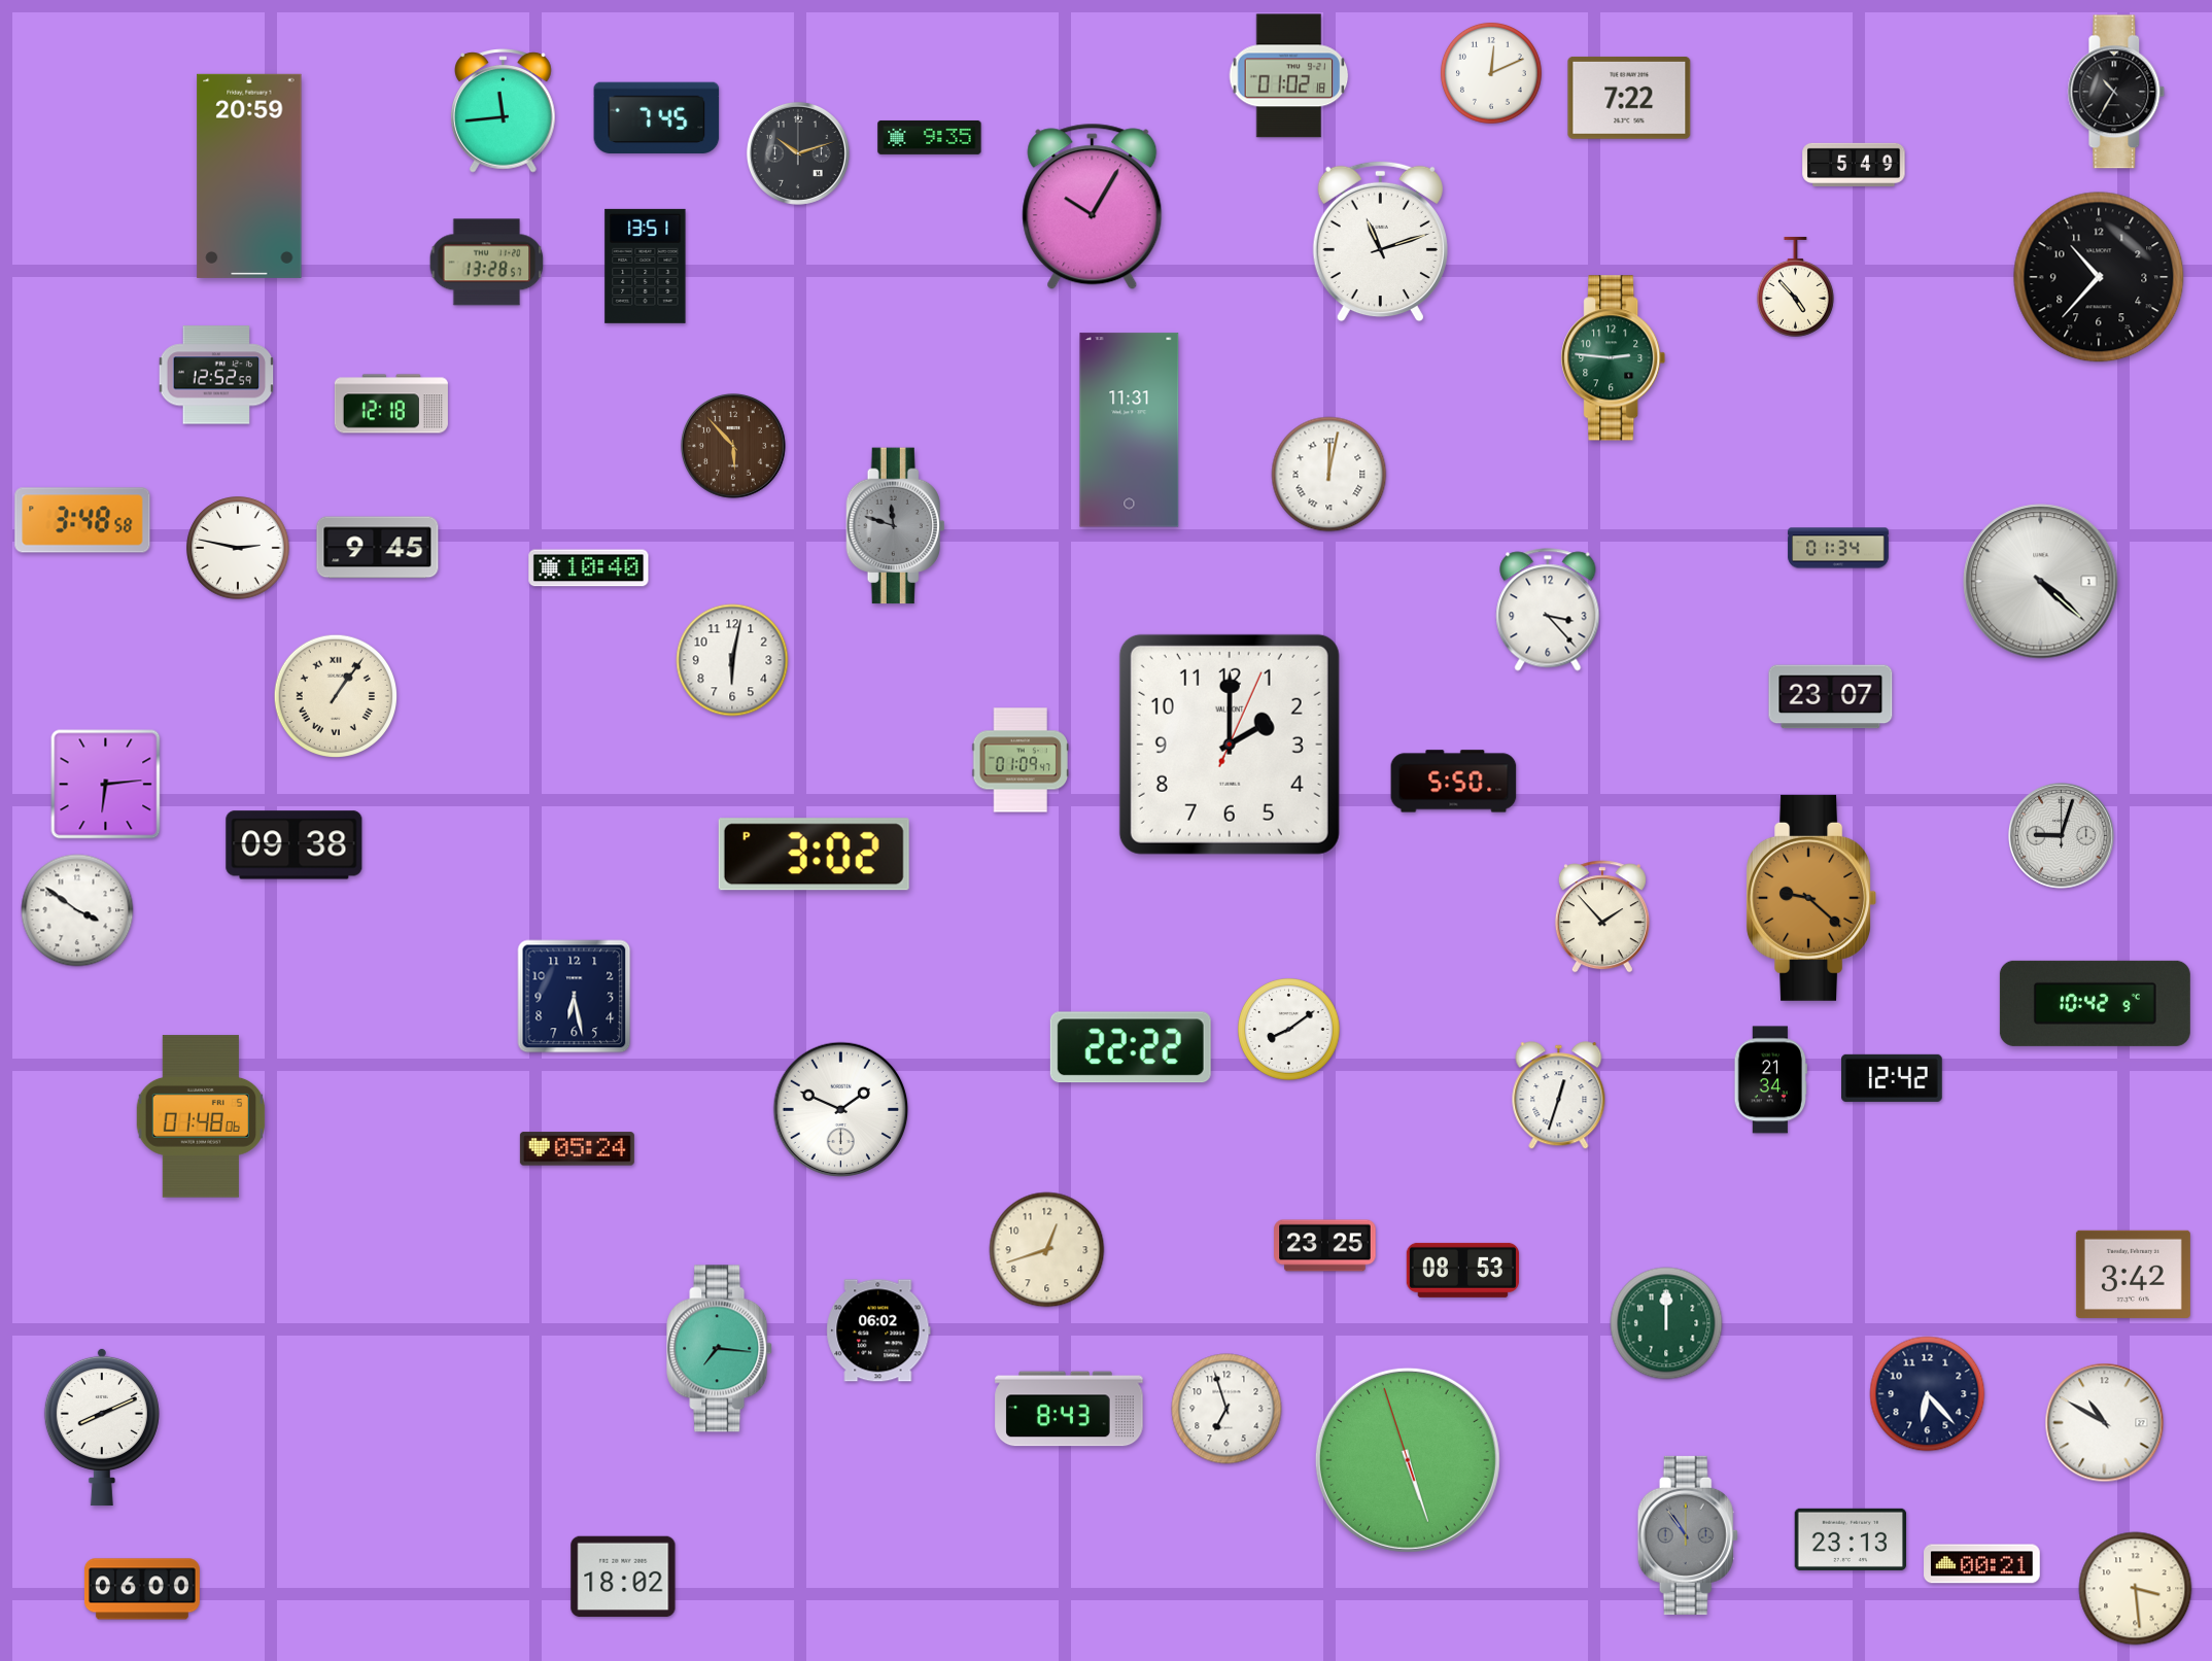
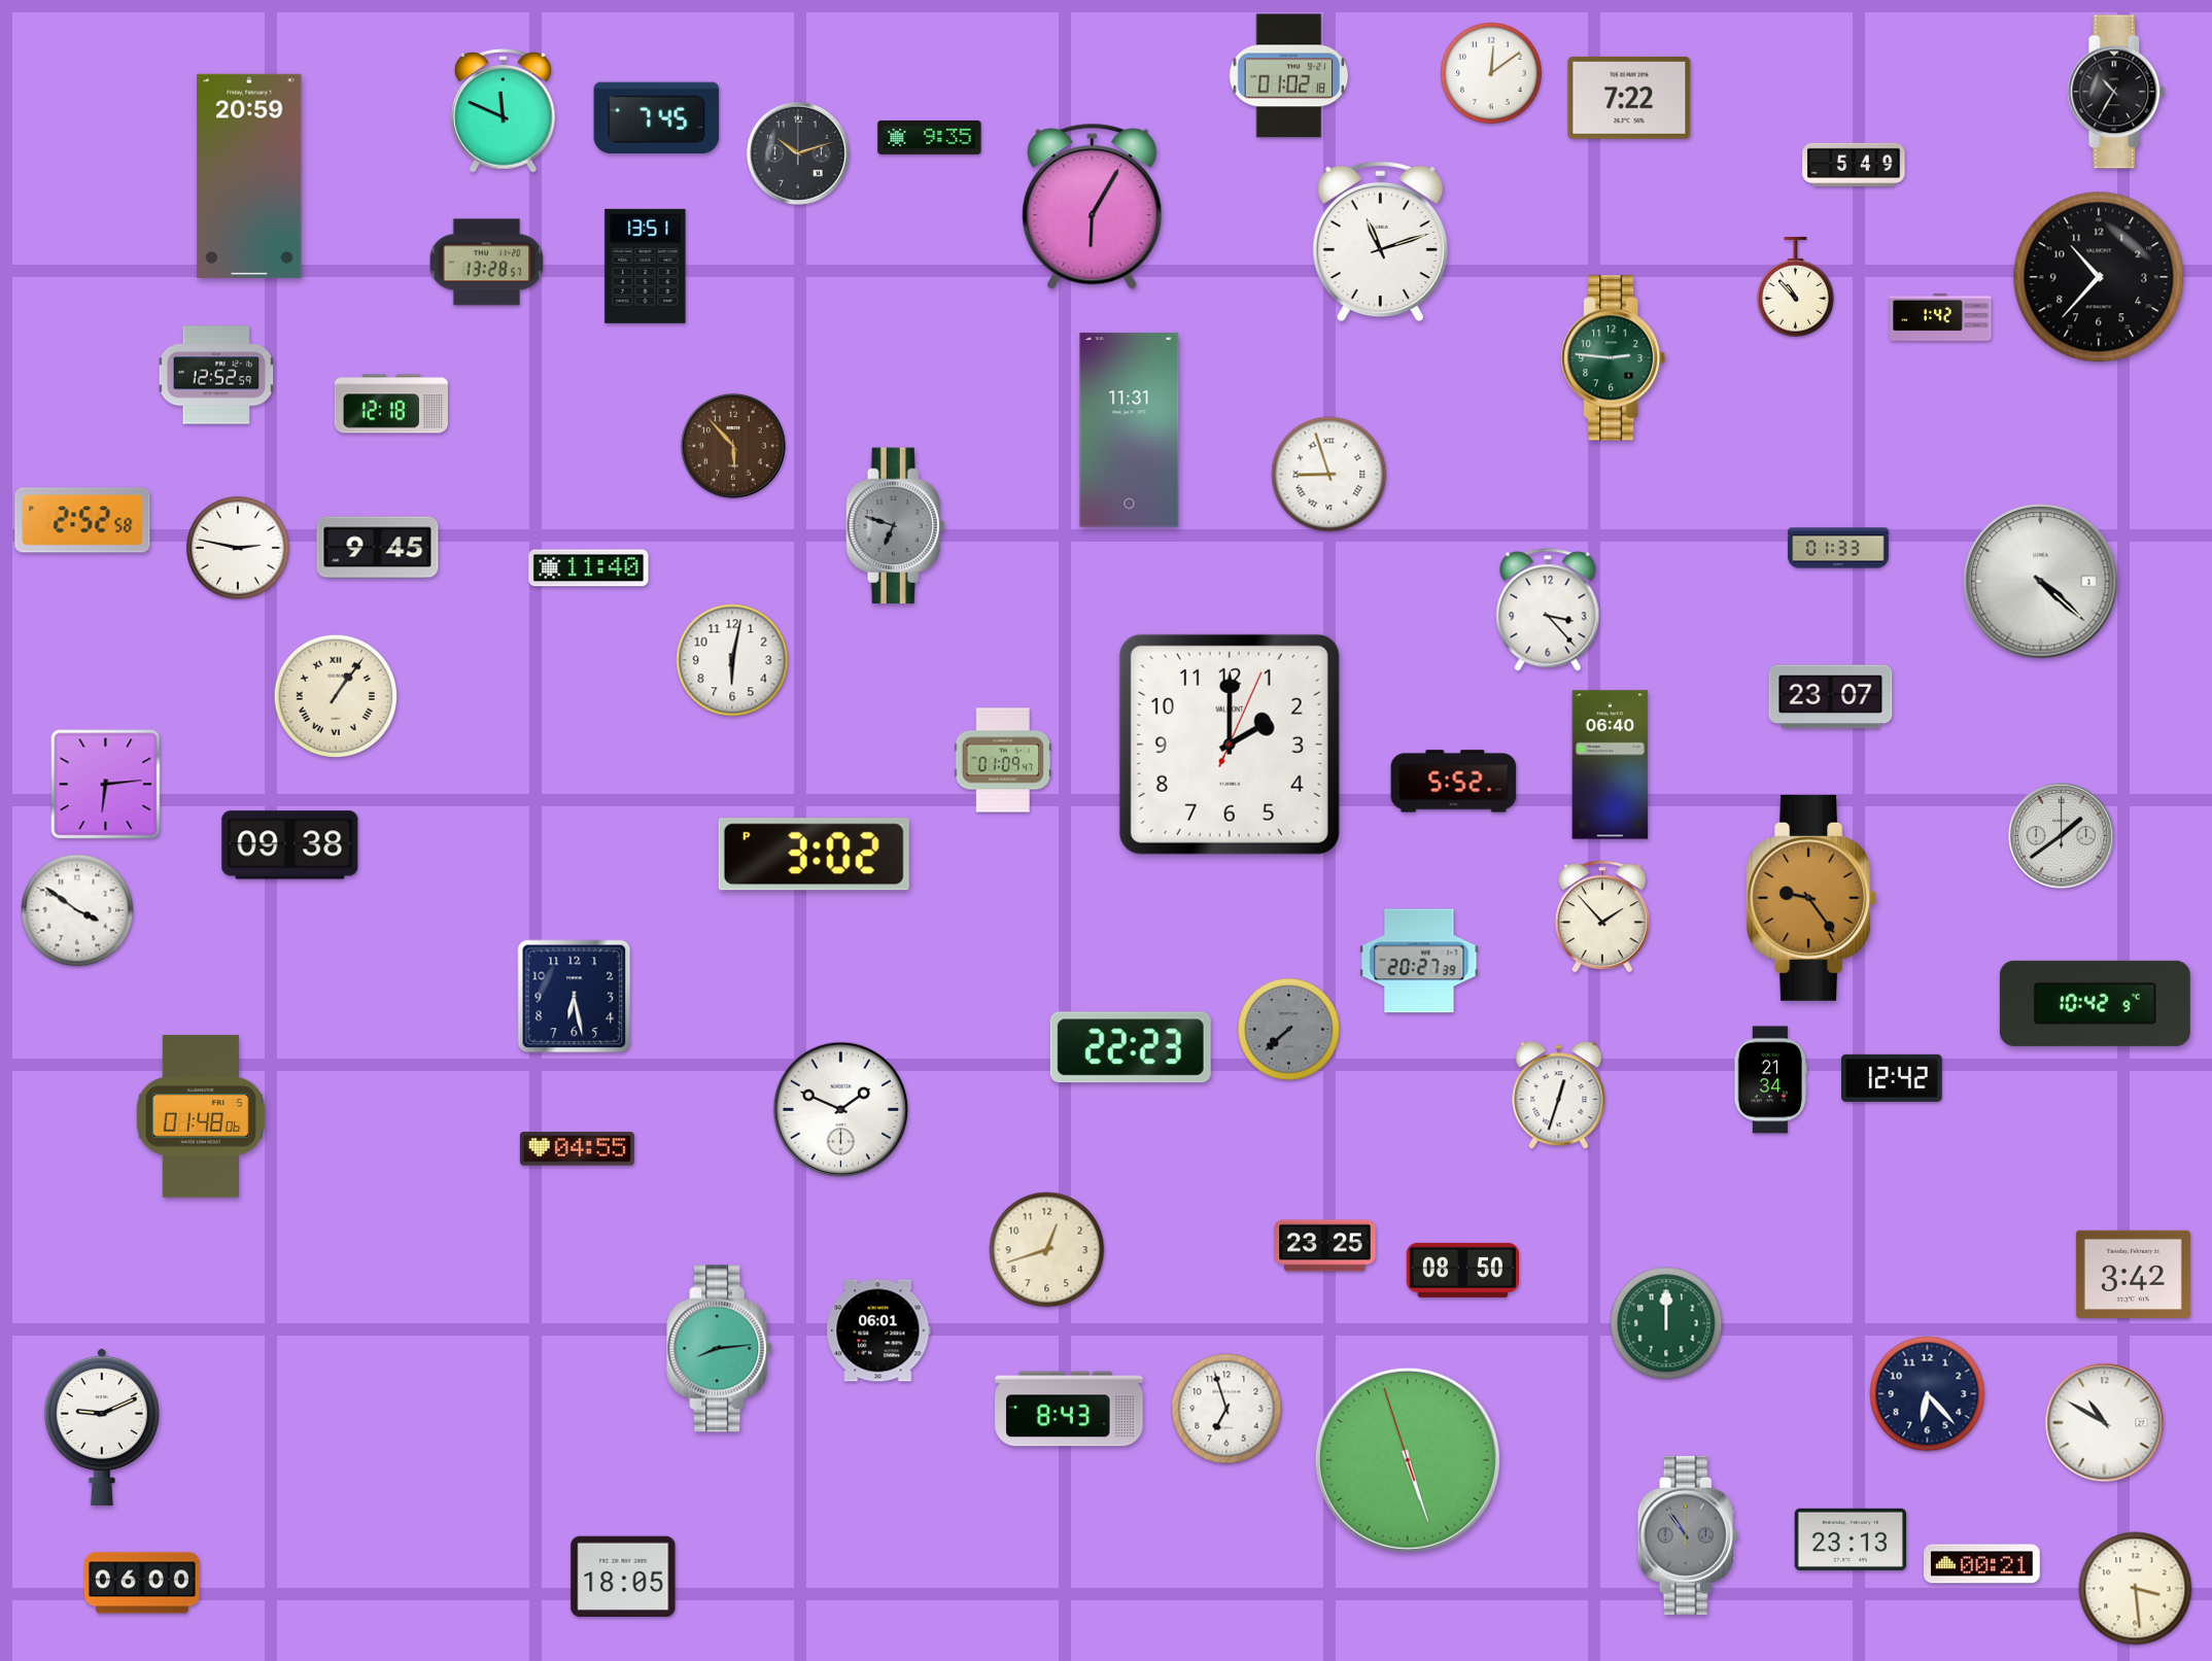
clock at (1491, 73): 12:11 -> 12:09
clock at (504, 111): 11:44 -> 11:49
clock at (1093, 207): 10:05 -> 6:05
clock at (1795, 286): 4:53 -> 10:53
clock at (1940, 317): none -> 1:42
clock at (1329, 475): 12:02 -> 8:57
clock at (82, 520): 3:48 -> 2:52
clock at (896, 526): 11:48 -> 6:48
clock at (1838, 548): 01:34 -> 01:33
clock at (589, 568): 10:40 -> 11:40
clock at (1019, 760) position: (1019, 760) -> (1002, 760)
clock at (1611, 765): none -> 06:40
clock at (1454, 782): 5:50 -> 5:52
clock at (2062, 836): 9:03 -> 1:39
clock at (295, 845) position: (295, 845) -> (290, 845)
clock at (1811, 898): 9:22 -> 9:24
clock at (1419, 961): none -> 20:27
clock at (1289, 1030): 8:09 -> 7:38
clock at (1289, 1030) dial: white -> grey
clock at (1131, 1047): 22:22 -> 22:23
clock at (577, 1149): 05:24 -> 04:55
clock at (1462, 1270): 08:53 -> 08:50
clock at (878, 1330): 06:02 -> 06:01
clock at (720, 1349): 7:16 -> 8:14
clock at (102, 1427): 8:11 -> 9:11
clock at (623, 1577): 18:02 -> 18:05
clock at (142, 1589) position: (142, 1589) -> (142, 1583)
